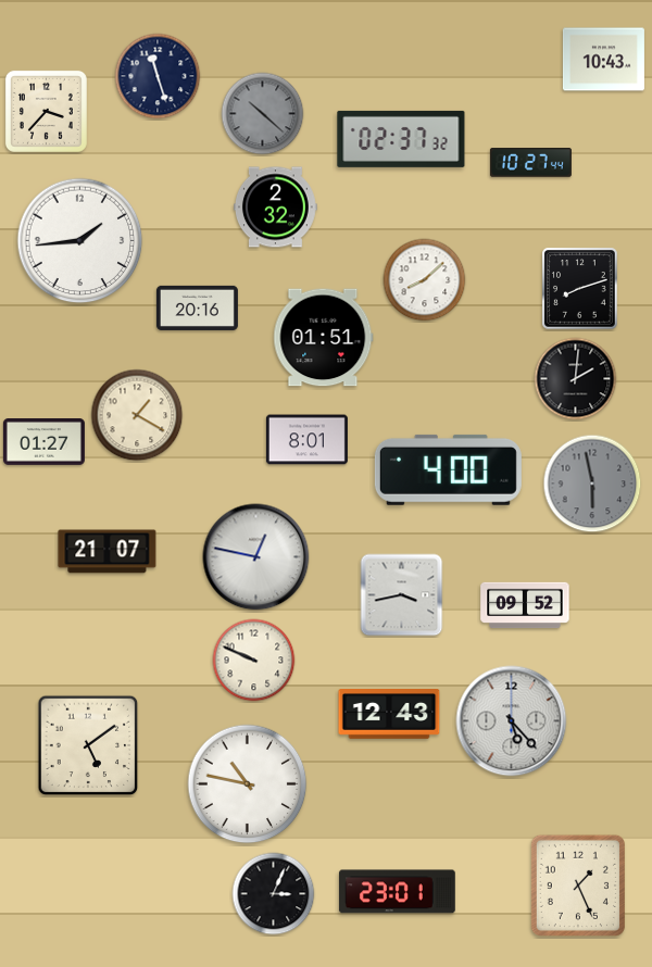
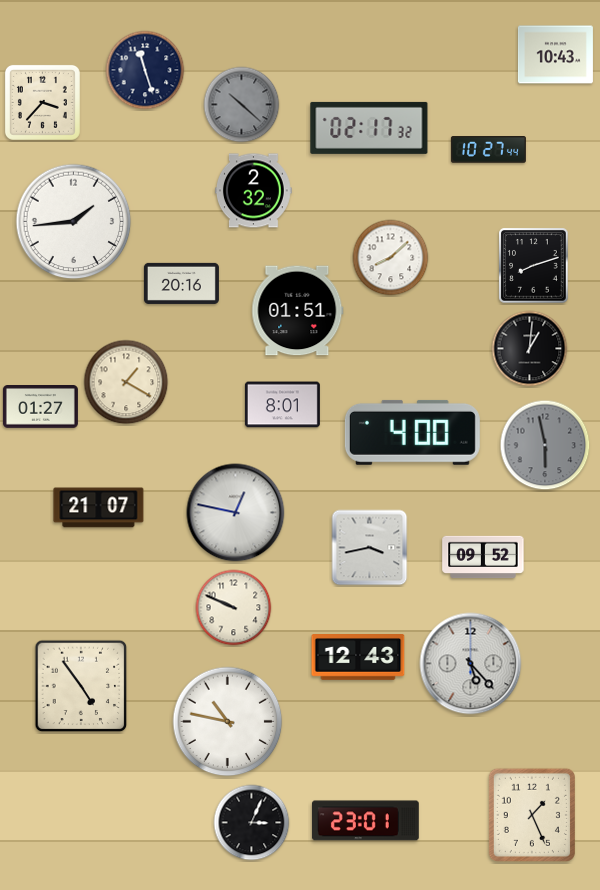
clock at (401, 139): 02:37 -> 02:17
clock at (576, 379): 2:01 -> 1:01
clock at (88, 745): 5:09 -> 4:54
